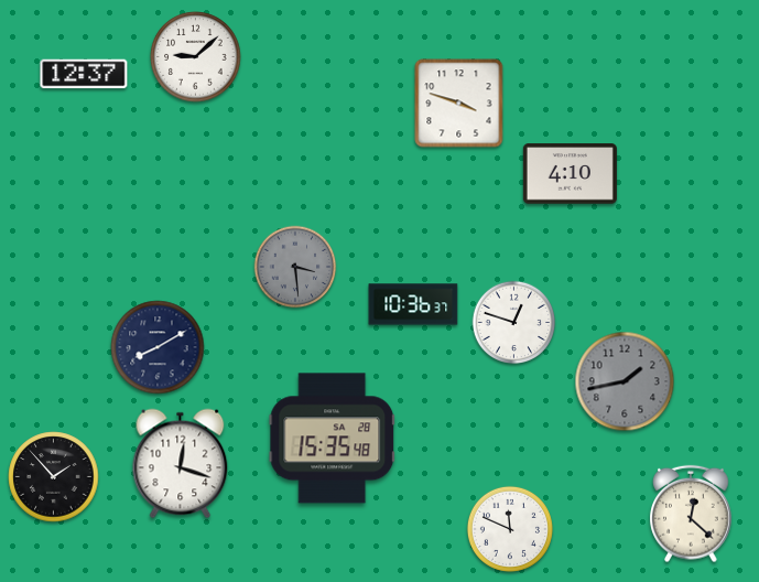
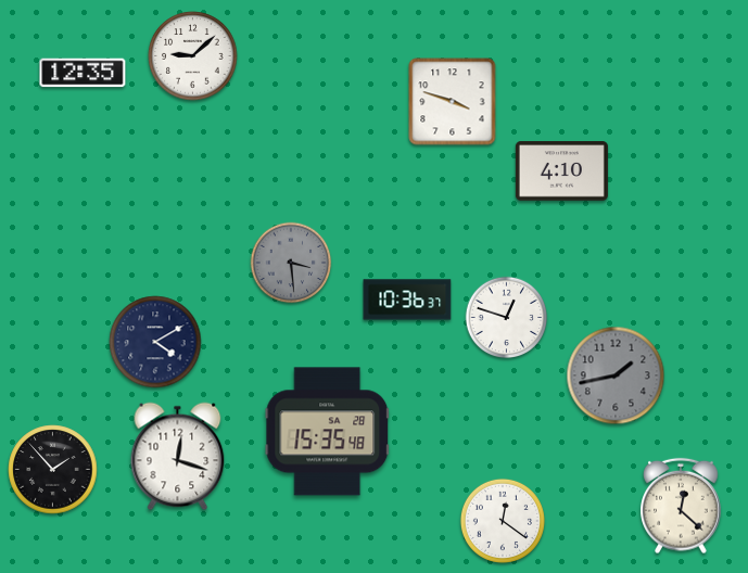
clock at (84, 74): 12:37 -> 12:35
clock at (158, 347): 8:10 -> 4:10
clock at (510, 529): 11:49 -> 12:21
